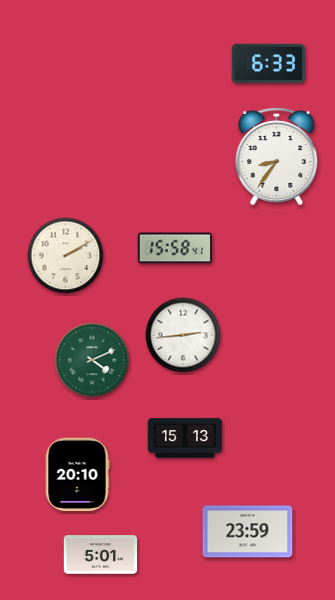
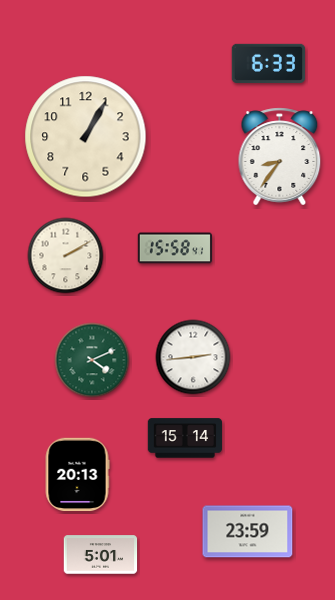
clock at (86, 137): none -> 1:05
clock at (277, 157) position: (277, 157) -> (280, 157)
clock at (183, 335) position: (183, 335) -> (193, 357)
clock at (184, 438): 15:13 -> 15:14
clock at (77, 475): 20:10 -> 20:13
